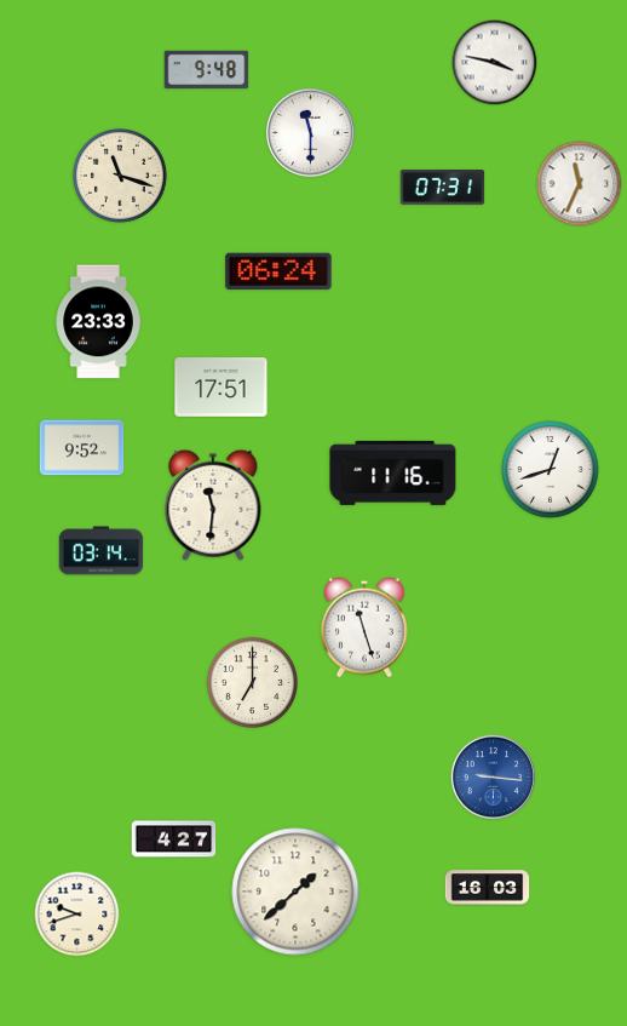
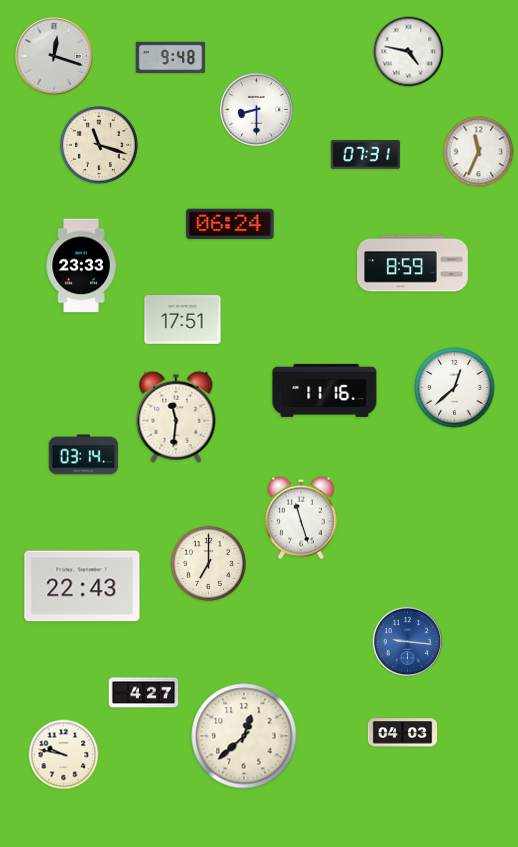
clock at (495, 63): 3:47 -> 4:47
clock at (54, 56): none -> 12:18
clock at (310, 132): 11:30 -> 8:30
clock at (413, 264): none -> 8:59
clock at (82, 448): 9:52 -> none
clock at (551, 470): 12:42 -> 12:38
clock at (82, 586): none -> 22:43
clock at (488, 888): 16:03 -> 04:03
clock at (295, 892): 1:38 -> 12:38
clock at (77, 915): 9:42 -> 9:47
